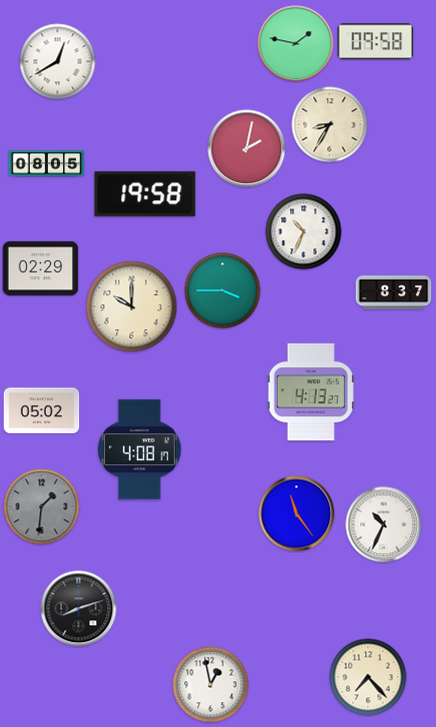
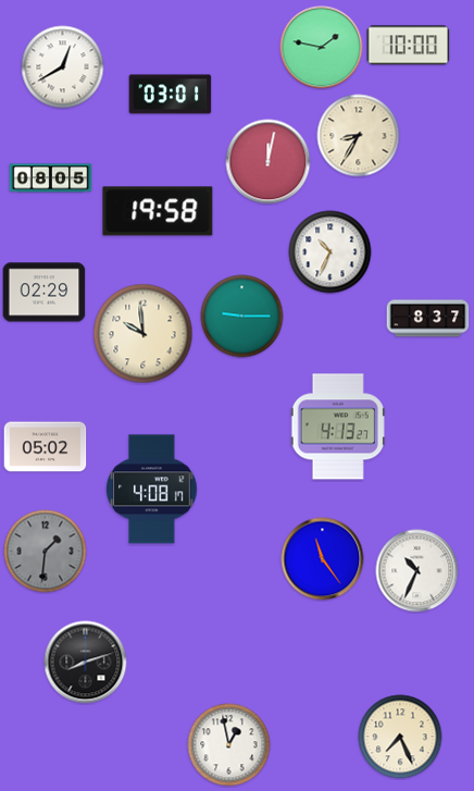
clock at (376, 42): 09:58 -> 10:00
clock at (171, 95): none -> 03:01
clock at (247, 149): 2:02 -> 12:02
clock at (223, 291): 3:45 -> 9:15
clock at (132, 307): 10:00 -> 9:59
clock at (368, 677): 7:23 -> 7:26
